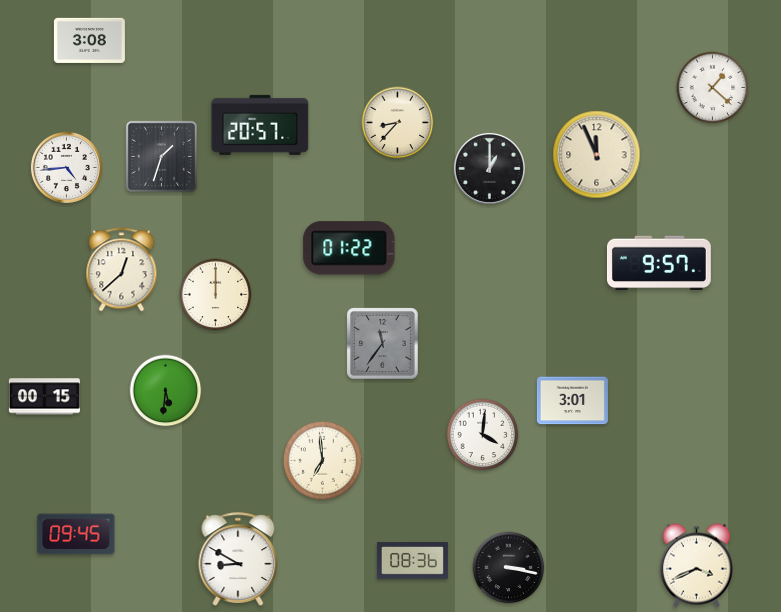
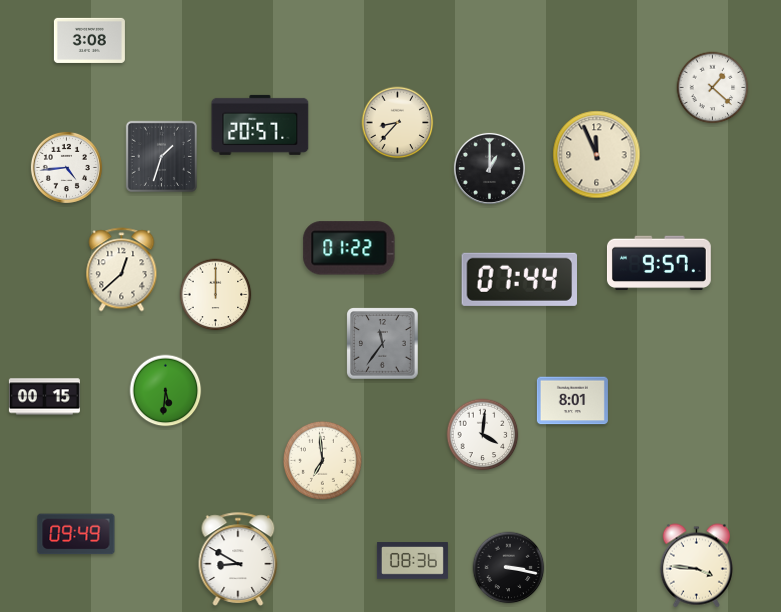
clock at (519, 279): none -> 07:44
clock at (572, 401): 3:01 -> 8:01
clock at (76, 534): 09:45 -> 09:49
clock at (696, 566): 3:41 -> 3:46
